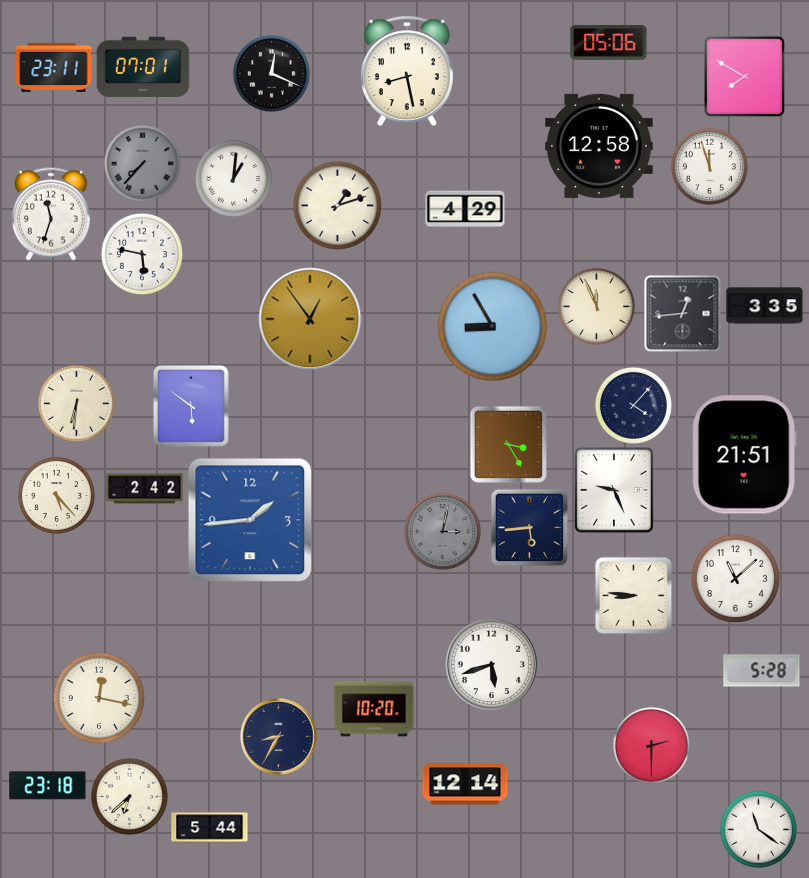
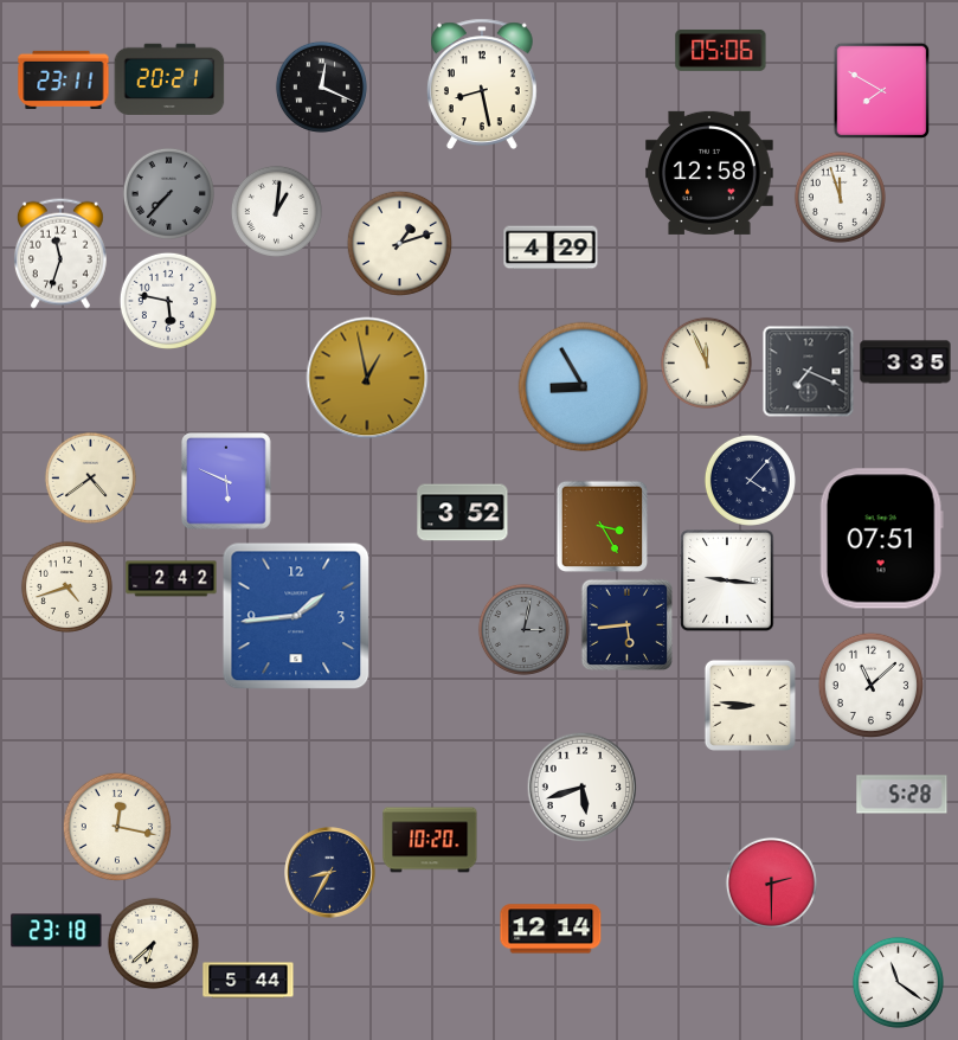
clock at (143, 66): 07:01 -> 20:21
clock at (683, 314): 12:44 -> 7:19
clock at (310, 319): 12:54 -> 12:58
clock at (76, 403): 6:31 -> 4:39
clock at (192, 406): 5:51 -> 5:49
clock at (463, 513): none -> 3:52
clock at (744, 455): 21:51 -> 07:51
clock at (614, 490): 9:26 -> 9:16
clock at (56, 495): 5:23 -> 4:42
clock at (374, 709) position: (374, 709) -> (430, 840)
